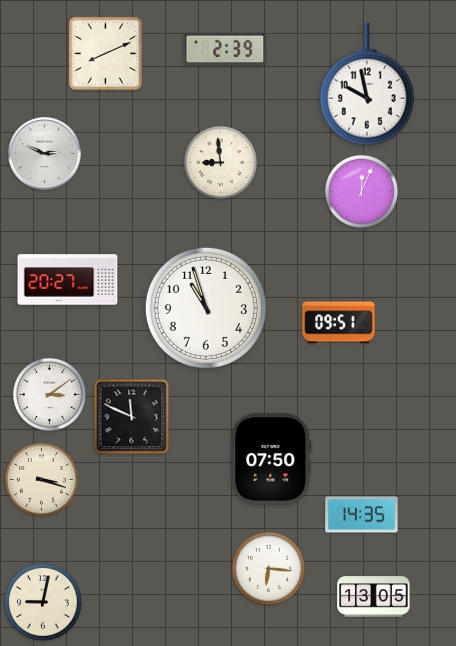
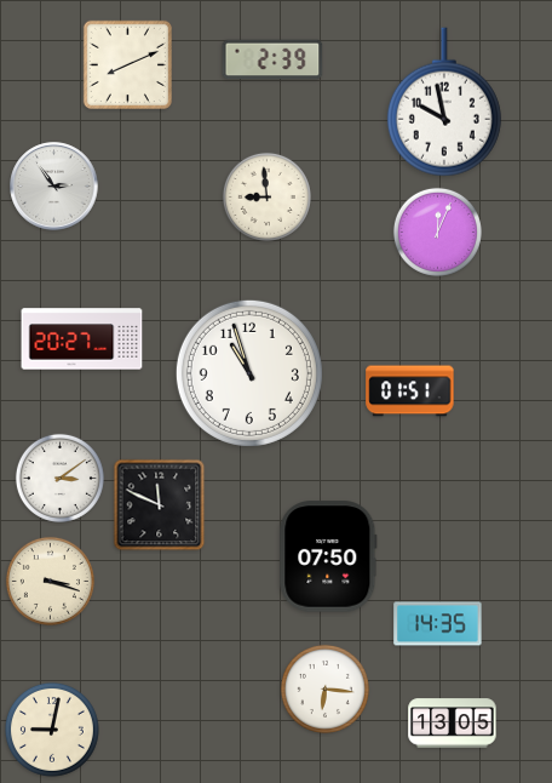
clock at (45, 154): 2:49 -> 2:54
clock at (339, 323): 09:51 -> 01:51
